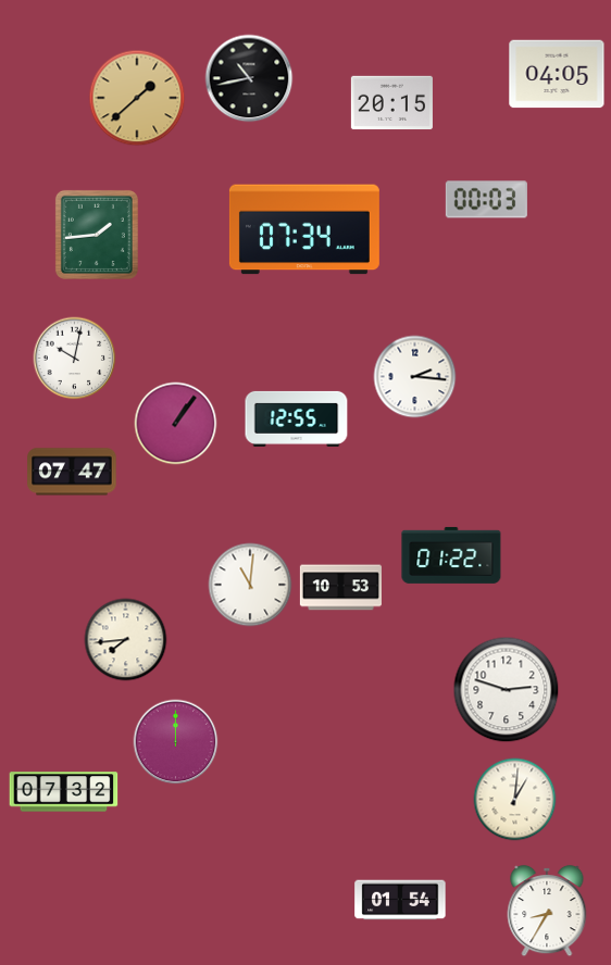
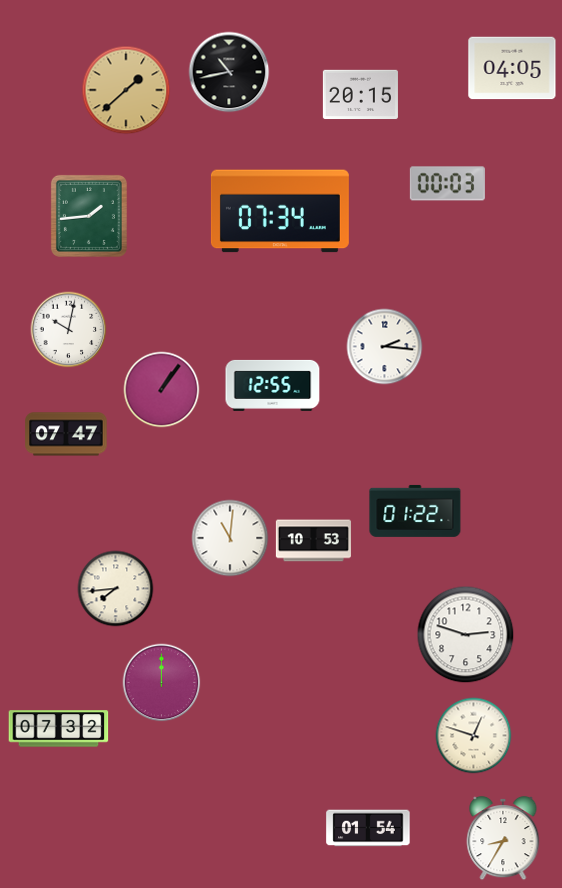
clock at (415, 377) position: (415, 377) -> (385, 347)
clock at (515, 800): 1:01 -> 12:48
